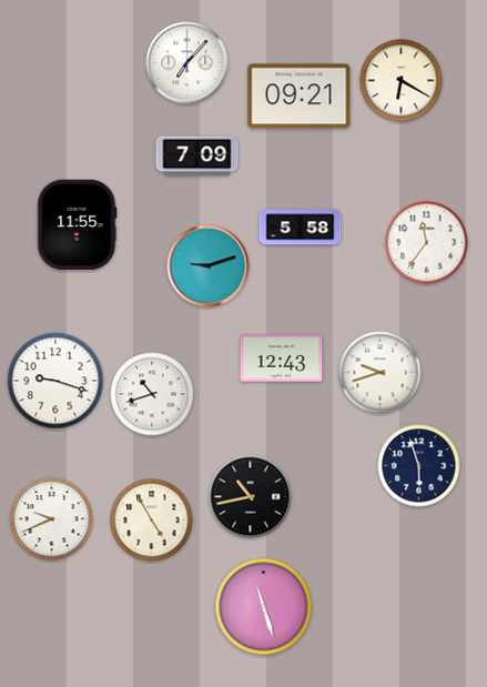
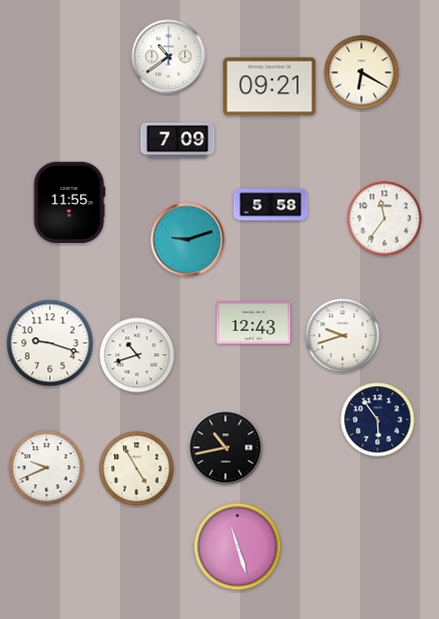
clock at (187, 63): 7:07 -> 10:39
clock at (419, 466): 5:57 -> 5:54
